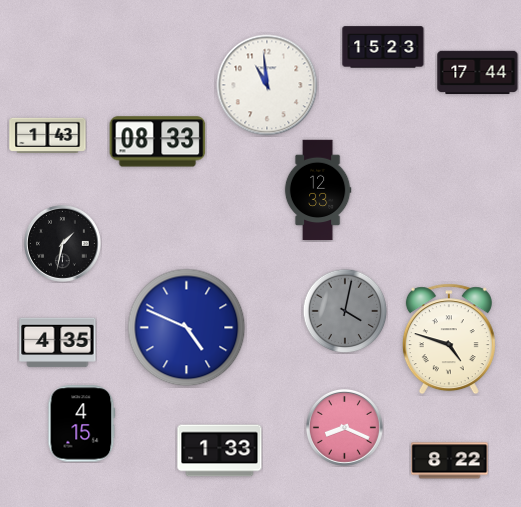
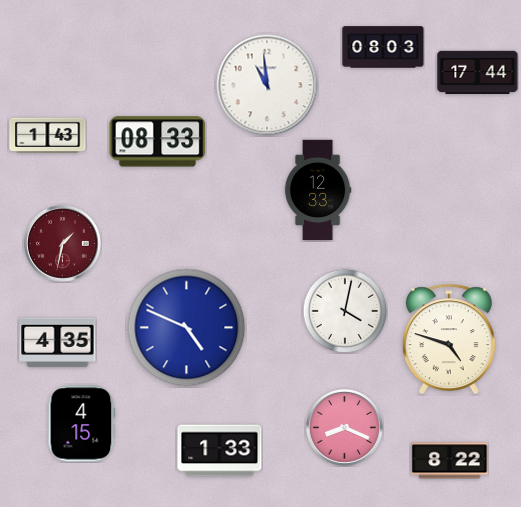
clock at (383, 47): 15:23 -> 08:03
clock at (62, 243) dial: black -> burgundy
clock at (345, 311) dial: grey -> white
